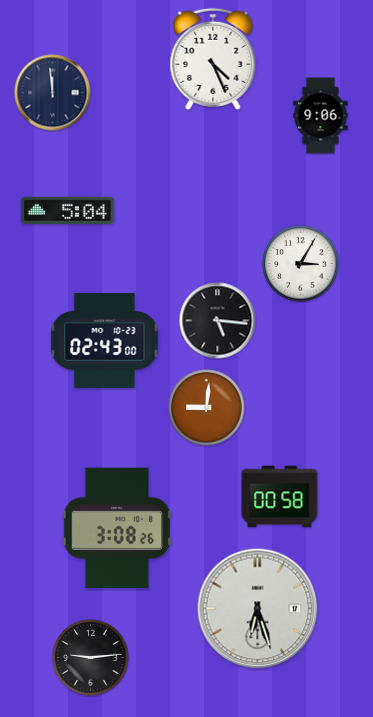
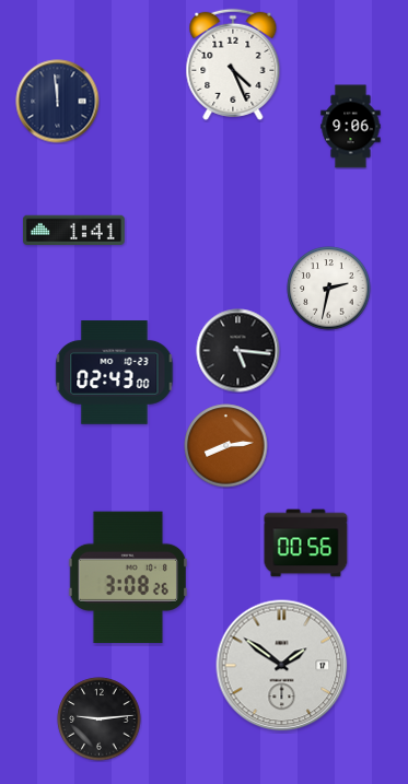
clock at (67, 211): 5:04 -> 1:41
clock at (301, 264): 3:05 -> 2:32
clock at (207, 408): 9:01 -> 8:14
clock at (280, 497): 00:58 -> 00:56
clock at (258, 609): 6:27 -> 1:51
